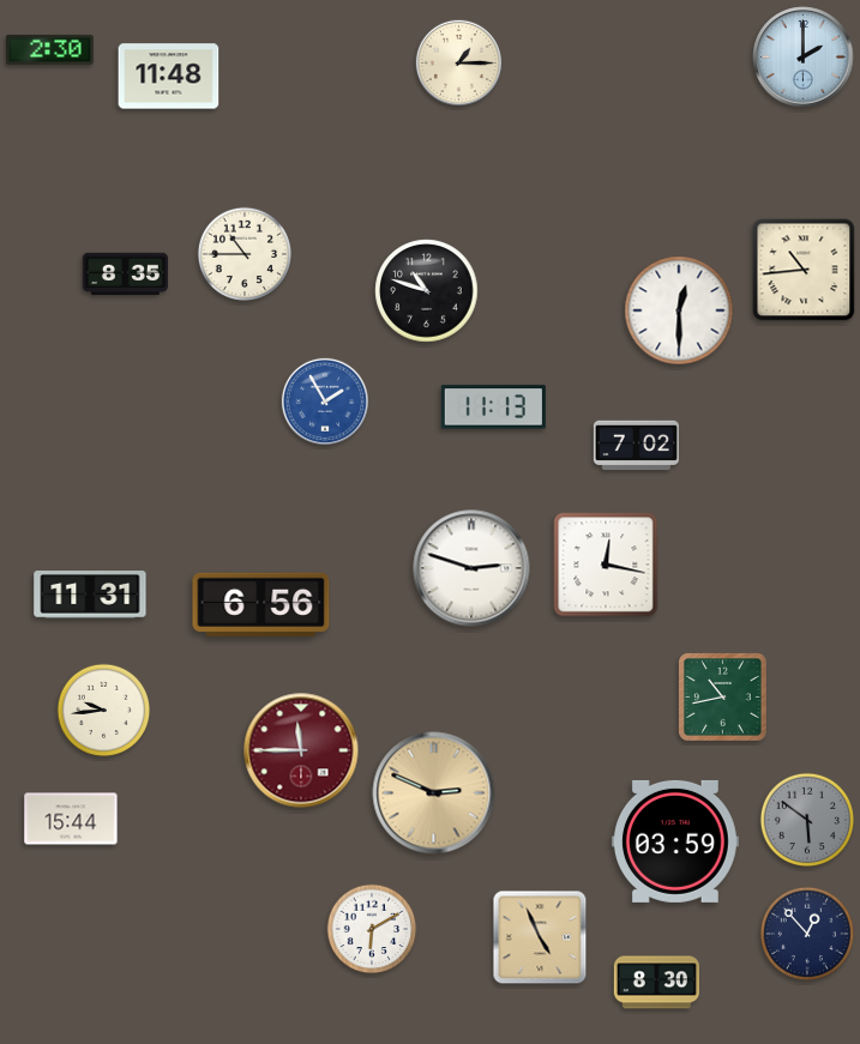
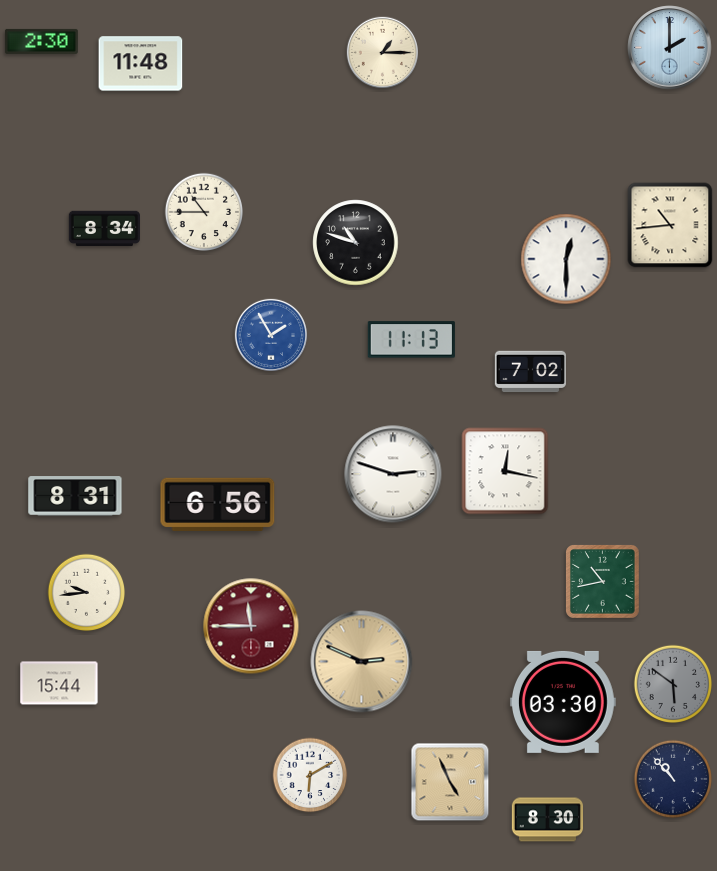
clock at (125, 274): 8:35 -> 8:34
clock at (90, 595): 11:31 -> 8:31
clock at (675, 841): 03:59 -> 03:30
clock at (806, 933): 12:53 -> 10:53
